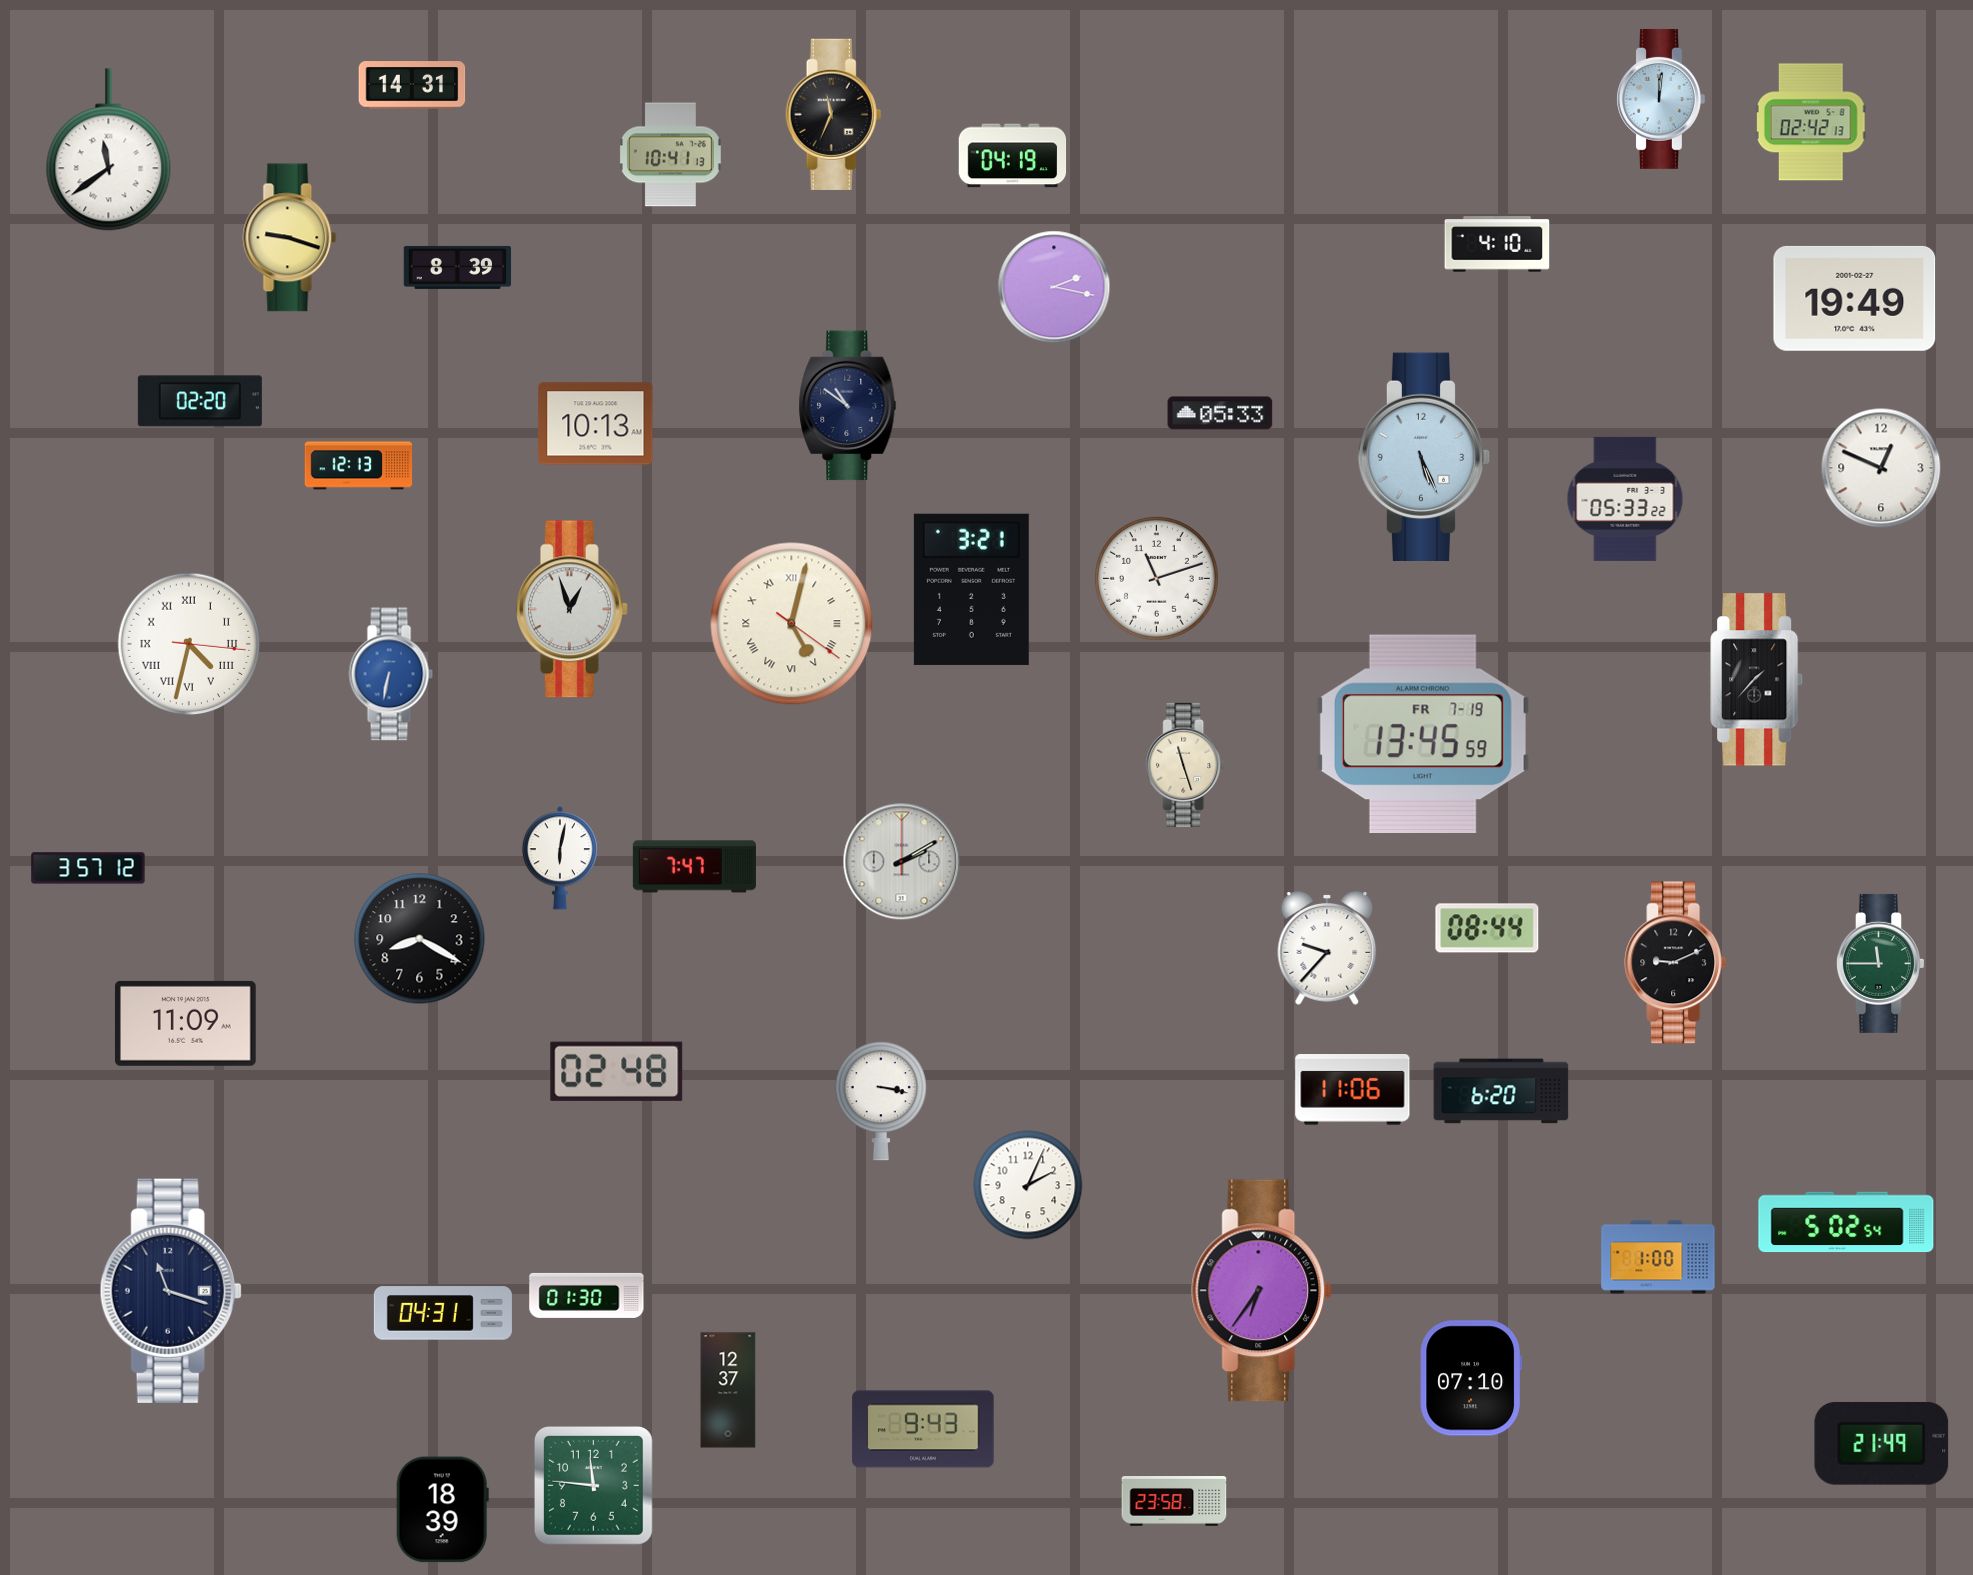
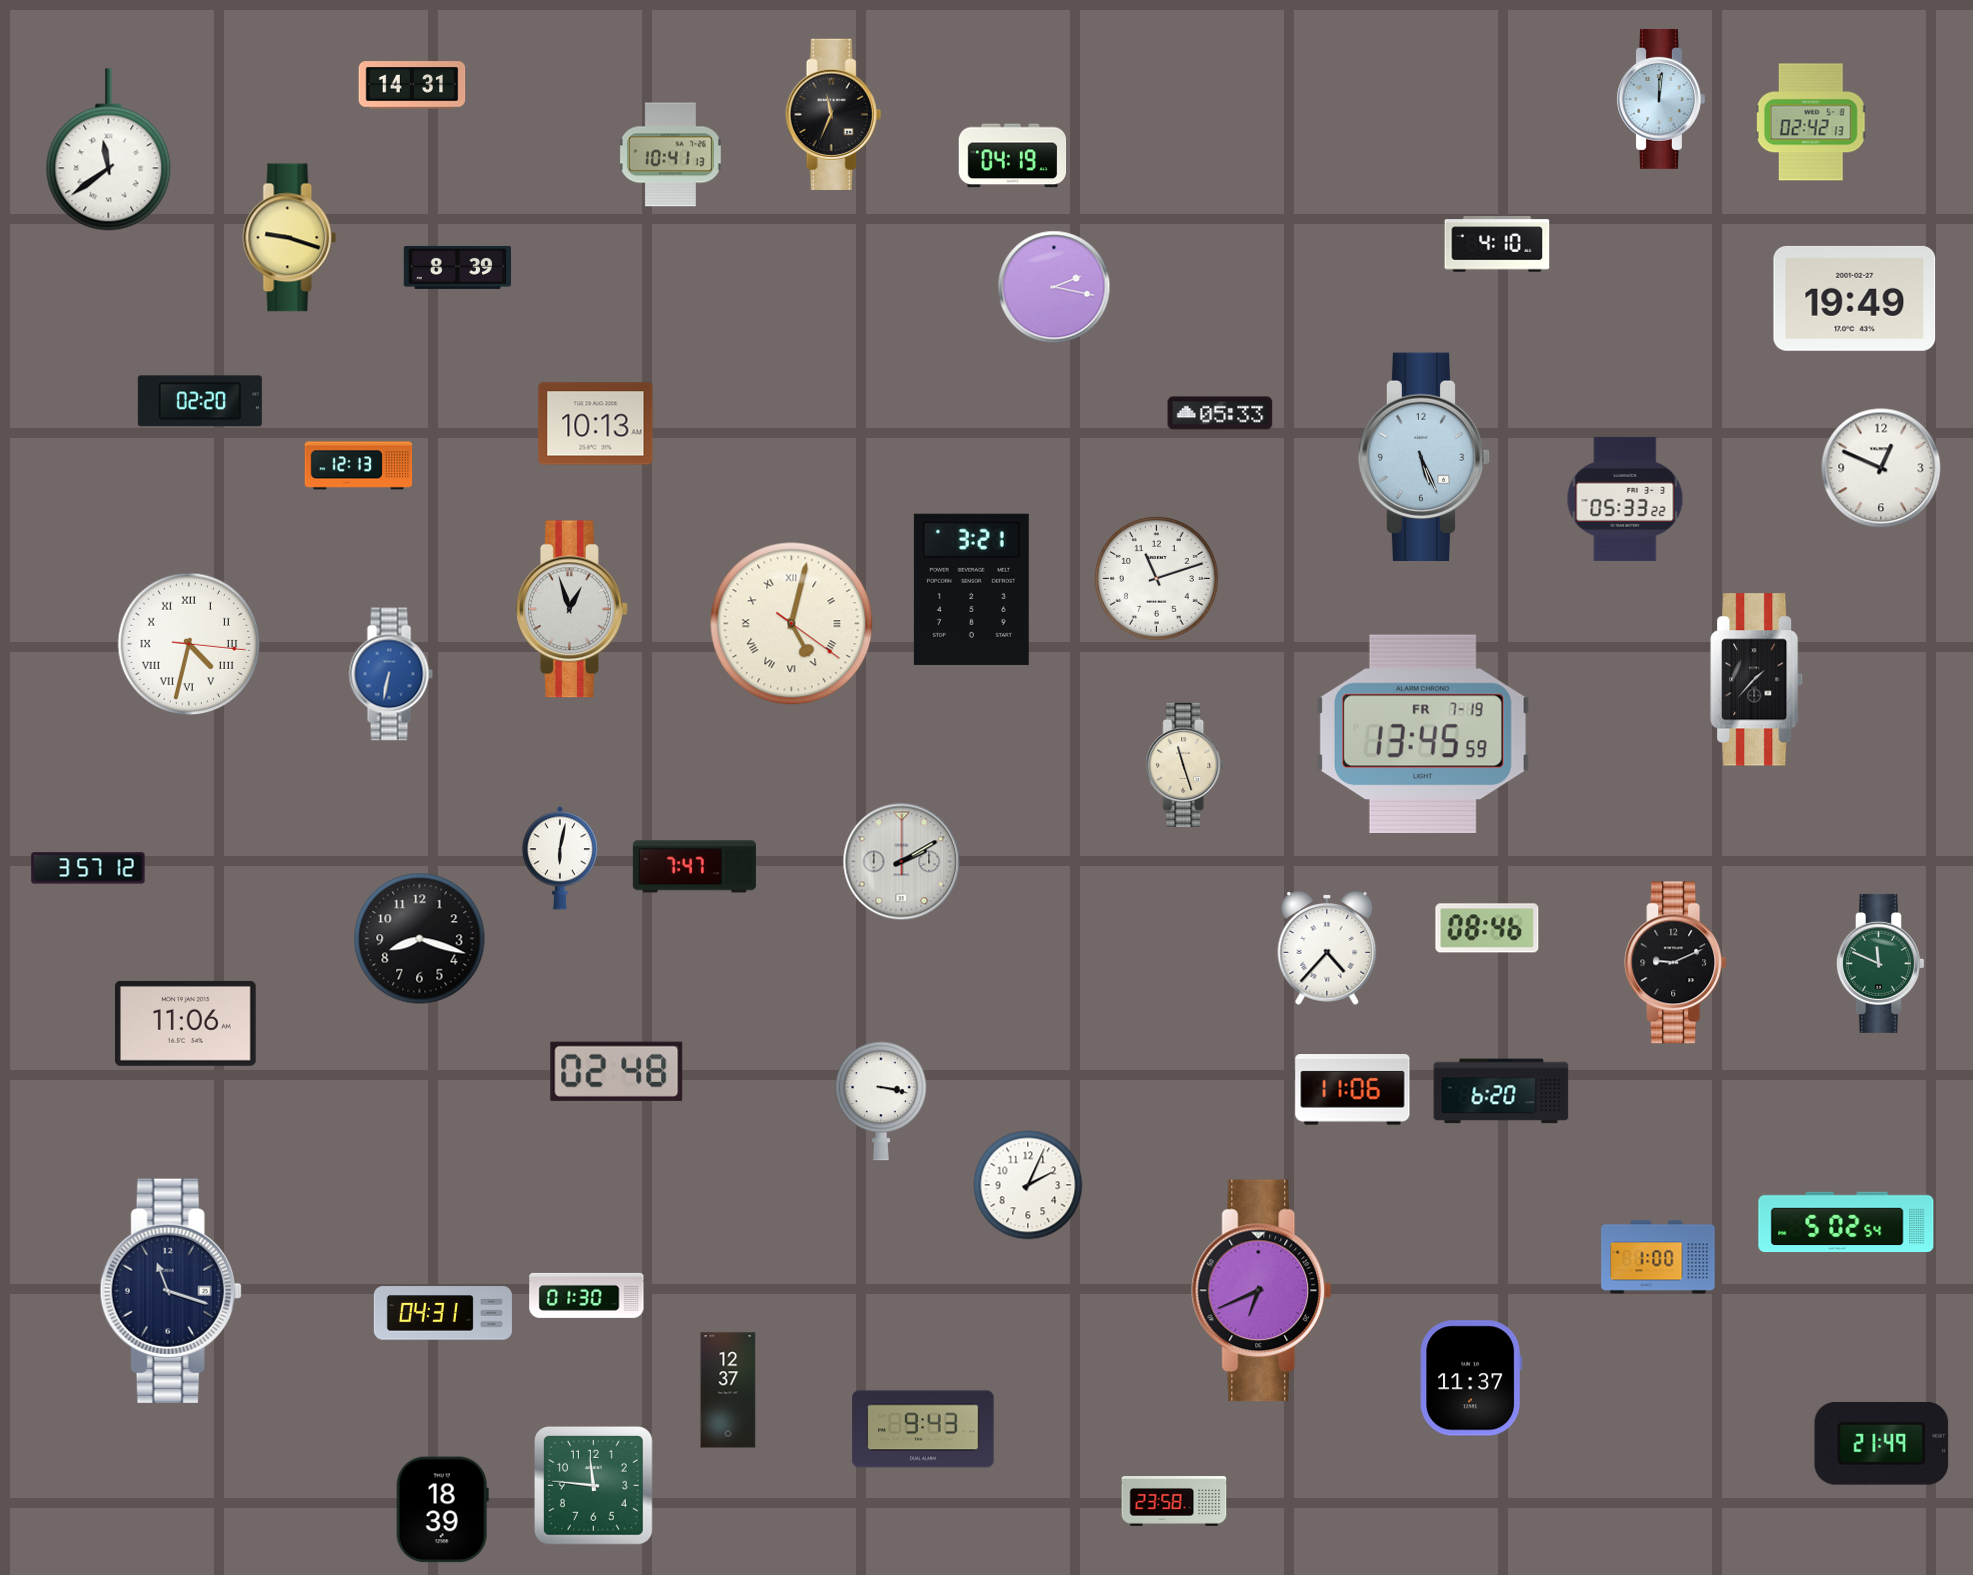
clock at (848, 406): 10:51 -> none
clock at (1487, 928): 08:44 -> 08:46
clock at (420, 939): 8:20 -> 8:18
clock at (1327, 948): 9:37 -> 4:37
clock at (1881, 963): 11:45 -> 11:49
clock at (185, 1023): 11:09 -> 11:06
clock at (1262, 1291): 6:36 -> 6:41
clock at (1471, 1378): 07:10 -> 11:37
